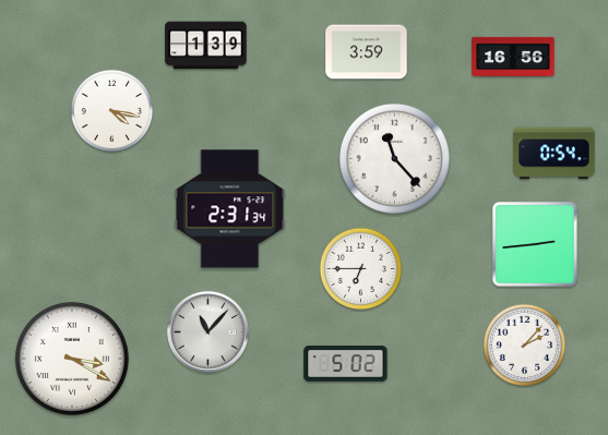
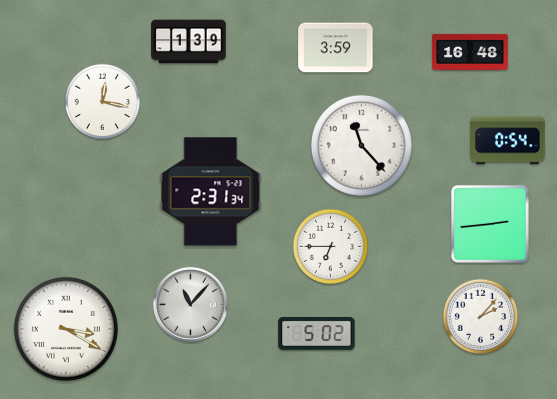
clock at (513, 57): 16:56 -> 16:48
clock at (112, 111): 4:17 -> 12:17
